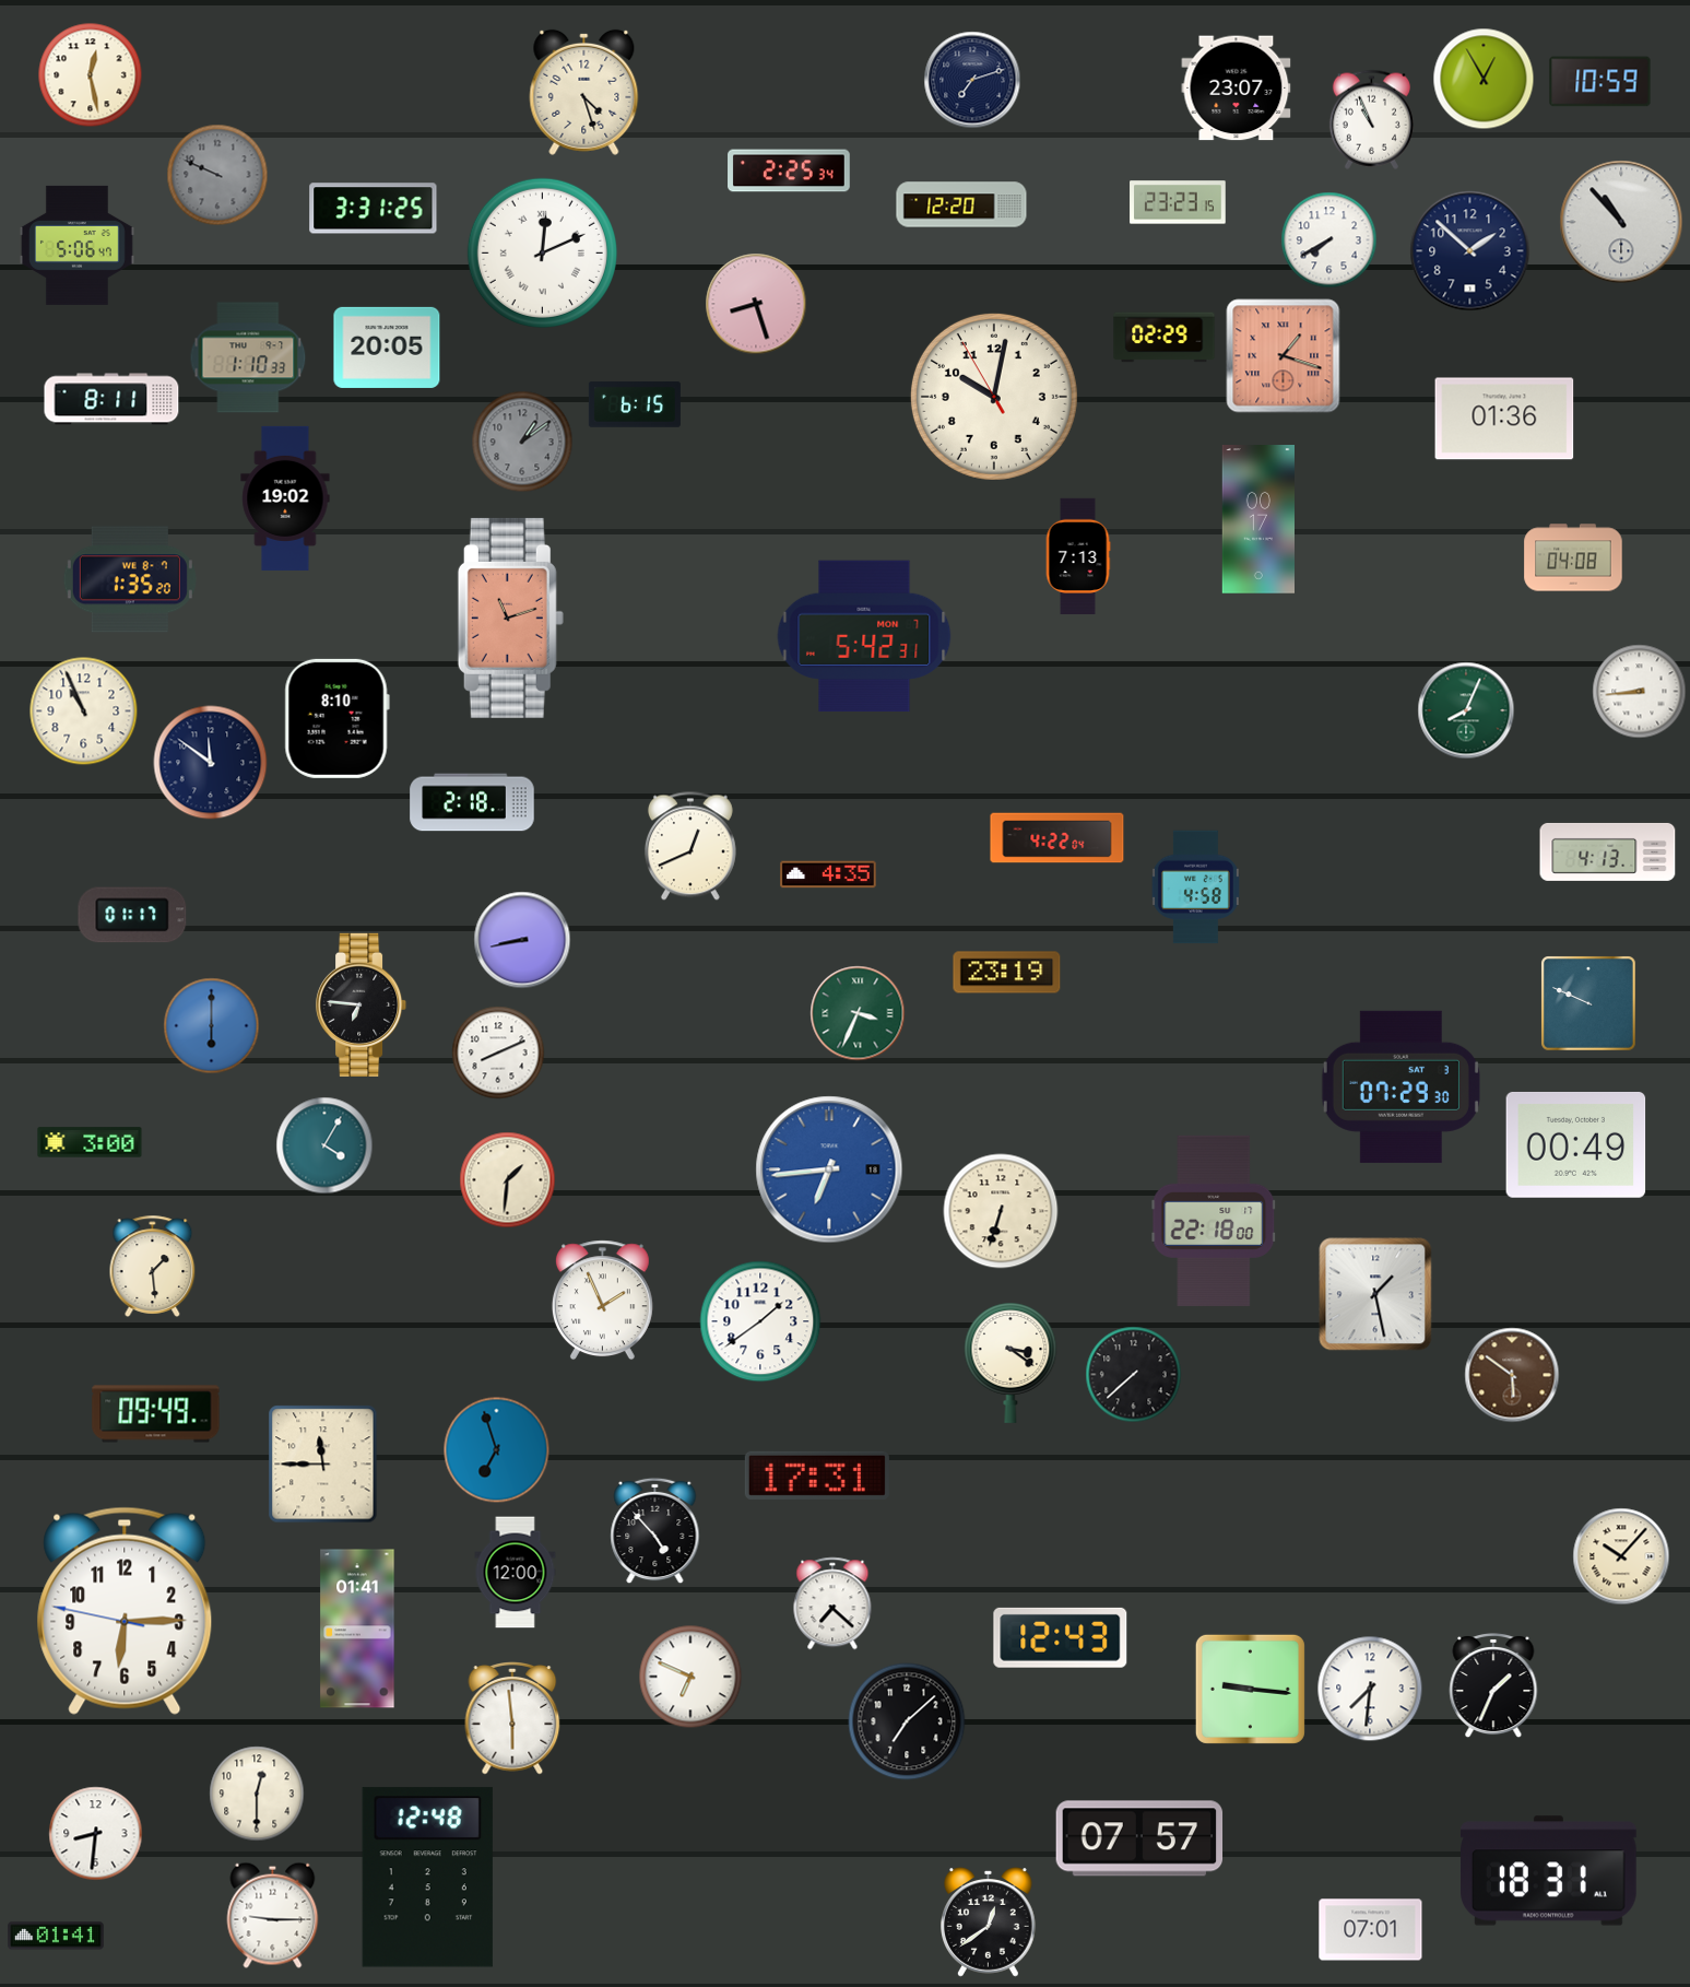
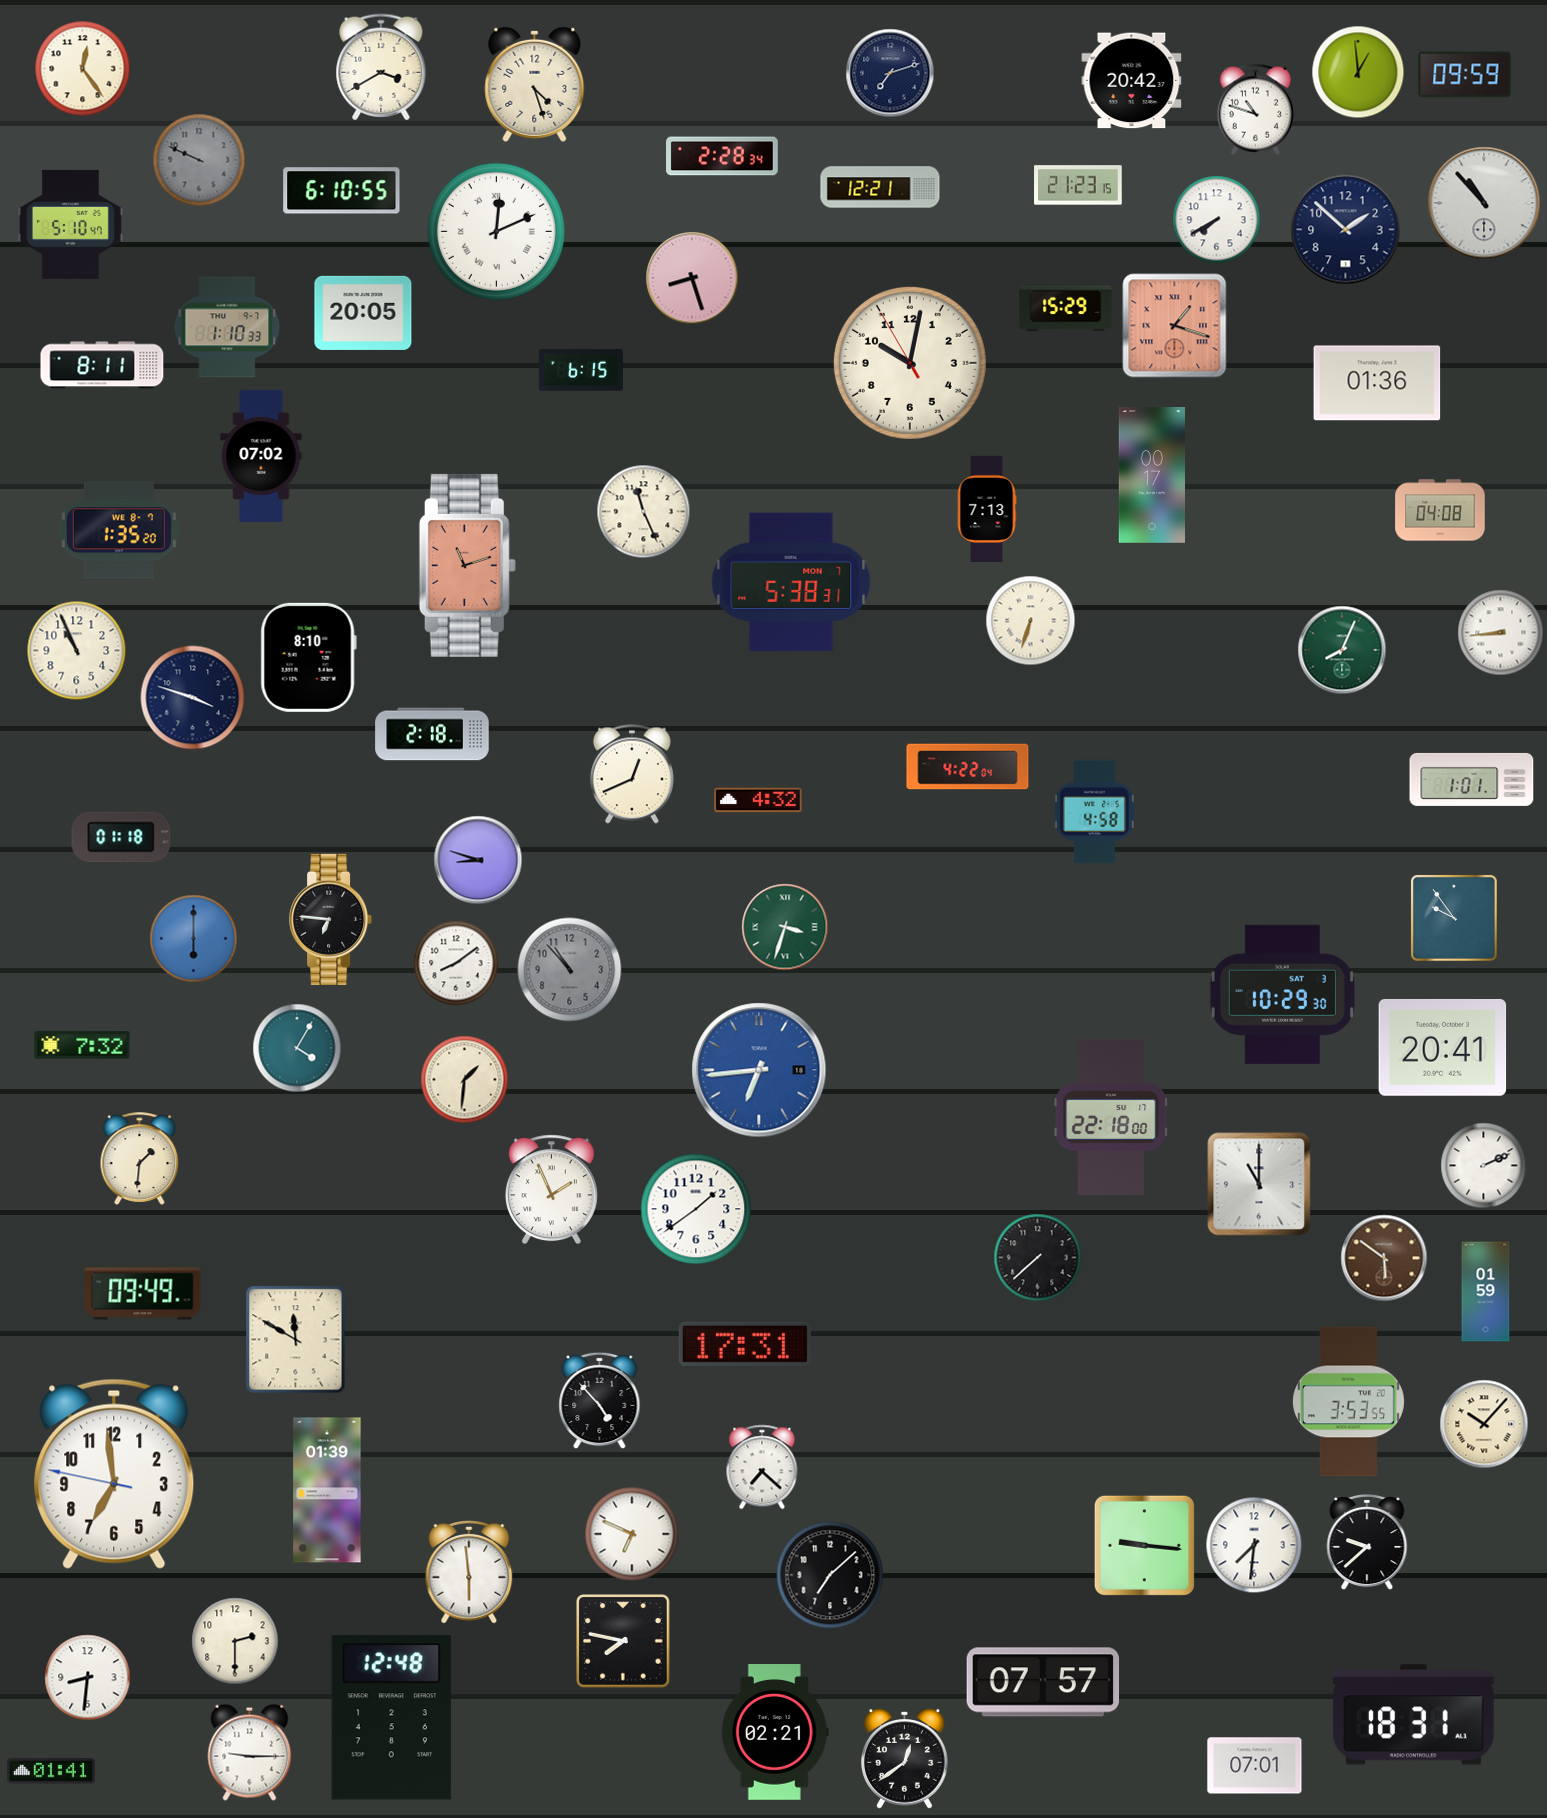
clock at (381, 67): none -> 3:40
clock at (91, 75): 12:28 -> 12:24
clock at (1484, 79): 12:55 -> 12:59
clock at (1600, 82): 10:59 -> 09:59
clock at (1237, 89): 23:07 -> 20:42
clock at (1371, 119): 10:56 -> 10:48
clock at (789, 171): 2:25 -> 2:28
clock at (1178, 202): 23:23 -> 21:23
clock at (961, 204): 12:20 -> 12:21
clock at (374, 209): 3:31 -> 6:10
clock at (76, 245): 5:06 -> 5:10
clock at (1165, 338): 02:29 -> 15:29
clock at (387, 348) position: (387, 348) -> (363, 313)
clock at (522, 442): 1:09 -> none
clock at (285, 498): 19:02 -> 07:02
clock at (644, 512): none -> 11:26
clock at (864, 636): 5:42 -> 5:38
clock at (1031, 621): none -> 6:33
clock at (211, 763): 11:51 -> 3:48
clock at (1608, 851): 4:13 -> 1:01
clock at (828, 874): 4:35 -> 4:32
clock at (132, 915): 01:17 -> 01:18
clock at (522, 940): 8:43 -> 8:48
clock at (1007, 973): 23:19 -> none
clock at (1589, 1004): 9:49 -> 9:54
clock at (858, 1013): 3:34 -> 3:33
clock at (498, 1053): 8:11 -> 8:09
clock at (570, 970): none -> 10:53
clock at (1401, 1086): 07:29 -> 10:29
clock at (90, 1142): 3:00 -> 7:32
clock at (1576, 1144): 00:49 -> 20:41
clock at (1001, 1211): 6:33 -> none
clock at (153, 1266): 1:29 -> 1:31
clock at (1484, 1166): none -> 2:11
clock at (1375, 1294): 1:28 -> 11:00
clock at (1011, 1363): 3:21 -> none
clock at (1486, 1292): none -> 01:59
clock at (497, 1450): 6:57 -> none
clock at (323, 1465): 11:45 -> 11:50
clock at (817, 1475) position: (817, 1475) -> (745, 1344)
clock at (1348, 1402): none -> 3:53
clock at (516, 1573): 12:00 -> none
clock at (125, 1611): 6:14 -> 6:58
clock at (357, 1629): 01:41 -> 01:39
clock at (1061, 1637): 12:43 -> none
clock at (1493, 1685): 1:34 -> 9:38
clock at (257, 1794): 12:30 -> 2:30
clock at (624, 1642): none -> 7:47
clock at (1549, 1871) position: (1549, 1871) -> (1414, 1715)
clock at (775, 1733): none -> 02:21
